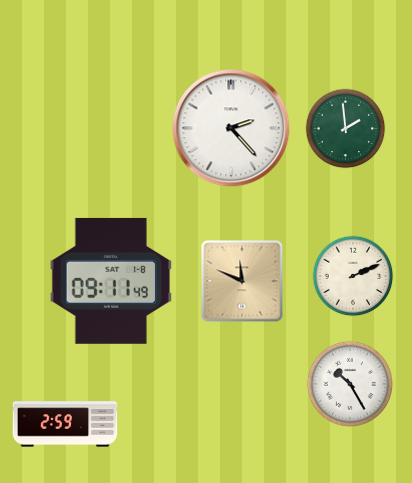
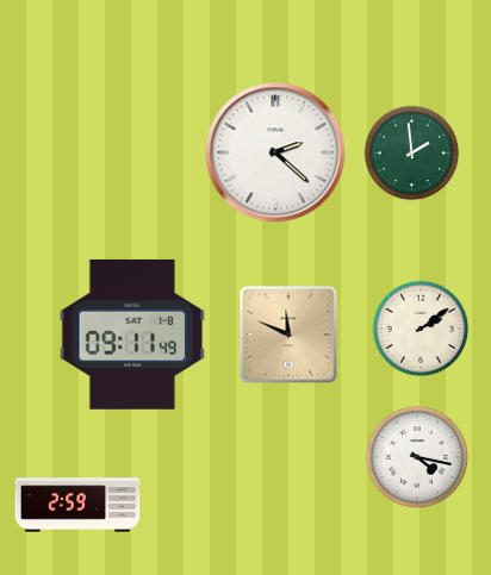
clock at (231, 128): 2:23 -> 2:22
clock at (353, 276): 2:11 -> 2:09
clock at (350, 384): 10:25 -> 4:17
